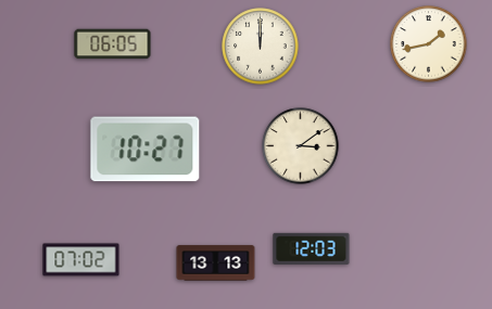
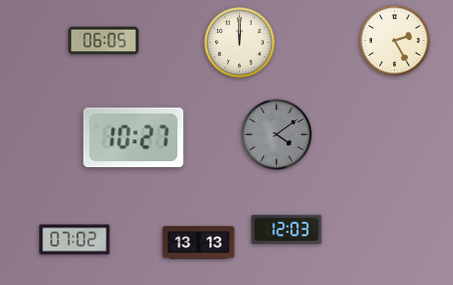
clock at (429, 44): 1:43 -> 2:25
clock at (301, 146): 3:09 -> 4:09
clock at (301, 146) dial: cream -> grey
